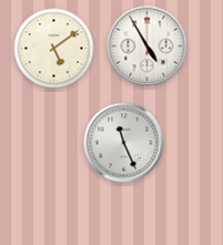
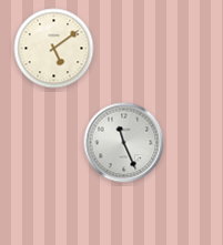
clock at (148, 47): 4:55 -> none
